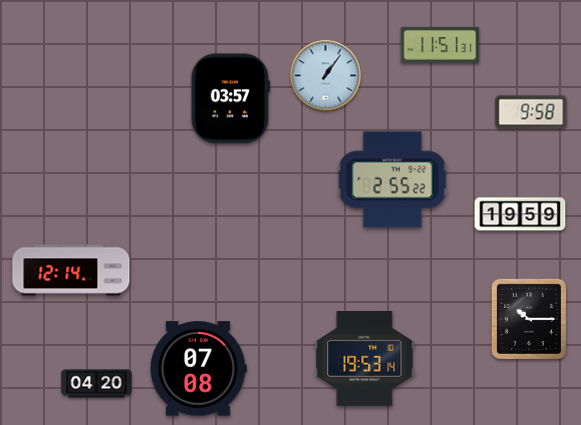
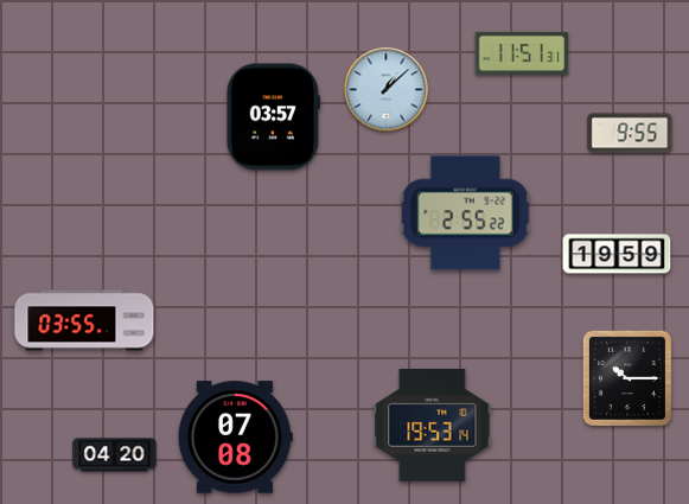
clock at (326, 76): 1:06 -> 1:08
clock at (531, 112): 9:58 -> 9:55
clock at (71, 270): 12:14 -> 03:55
